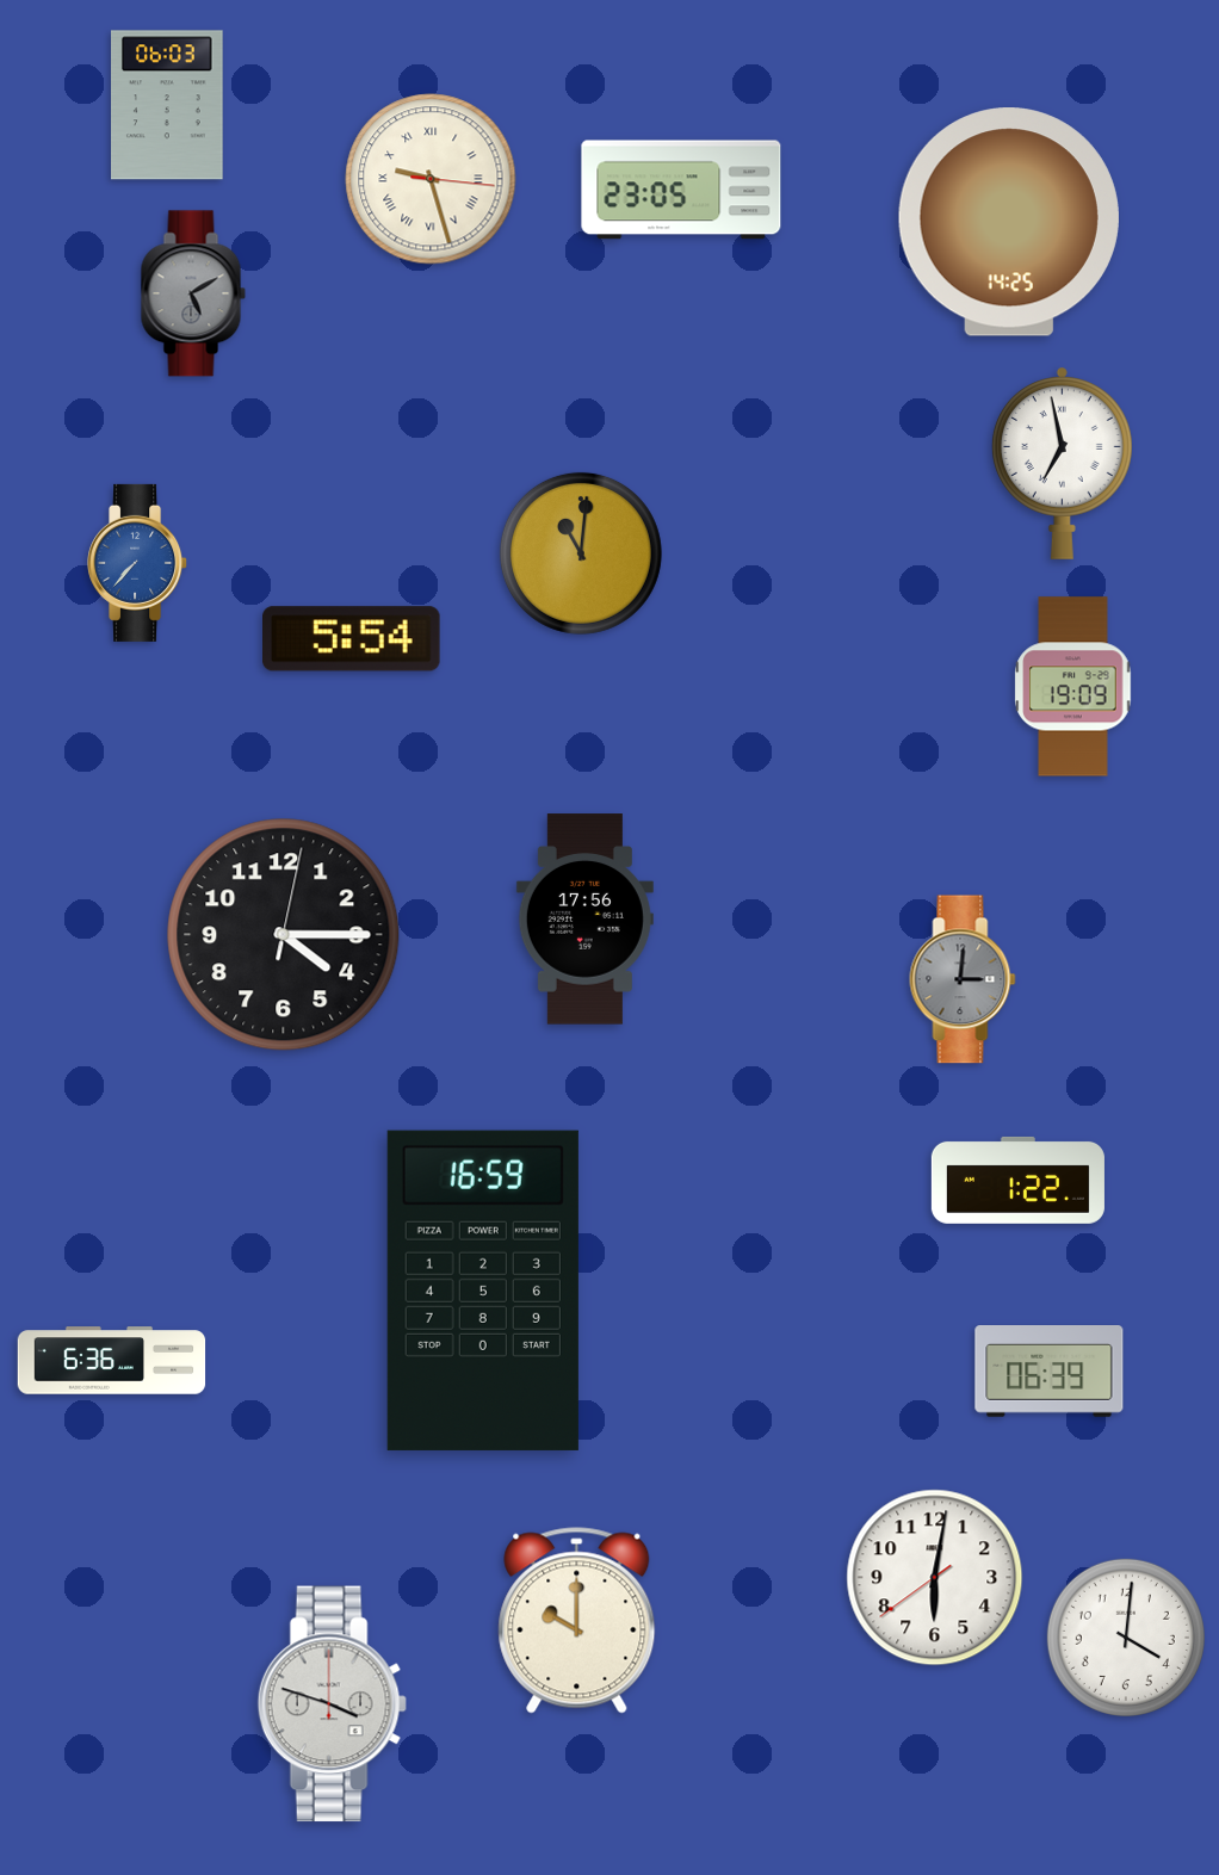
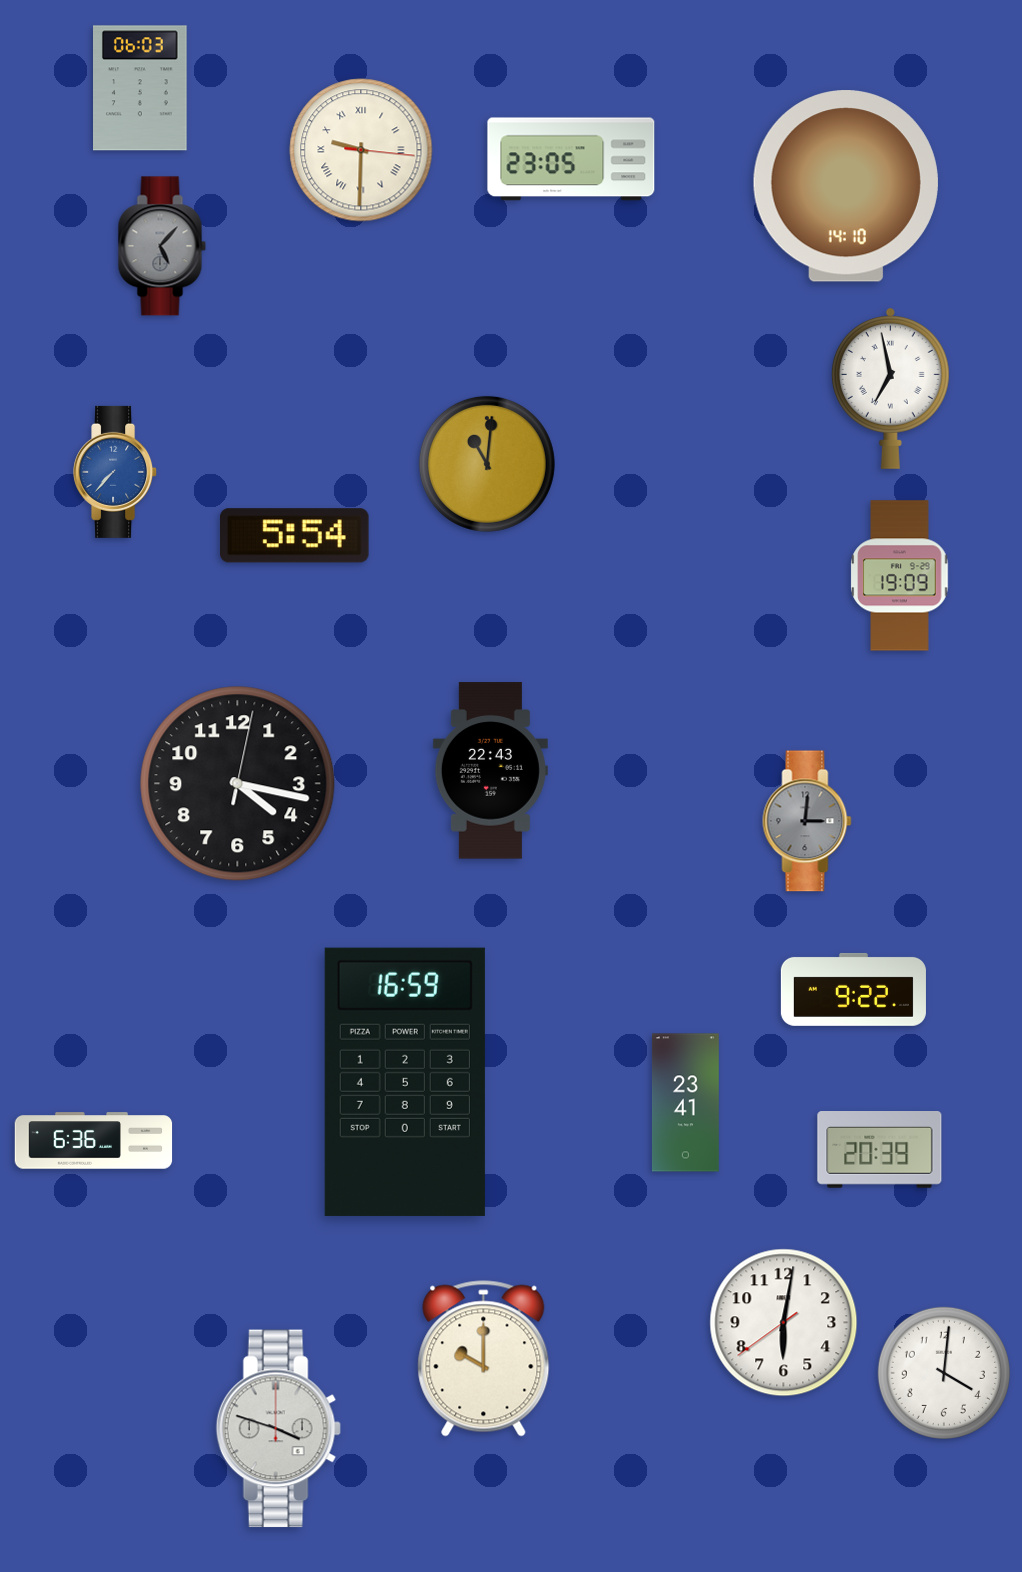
clock at (431, 179): 9:27 -> 9:30
clock at (1009, 222): 14:25 -> 14:10
clock at (193, 293): 5:10 -> 5:07
clock at (584, 920): 17:56 -> 22:43
clock at (284, 935): 4:15 -> 4:17
clock at (1017, 1180): 1:22 -> 9:22
clock at (686, 1103): none -> 23:41
clock at (1050, 1372): 06:39 -> 20:39
